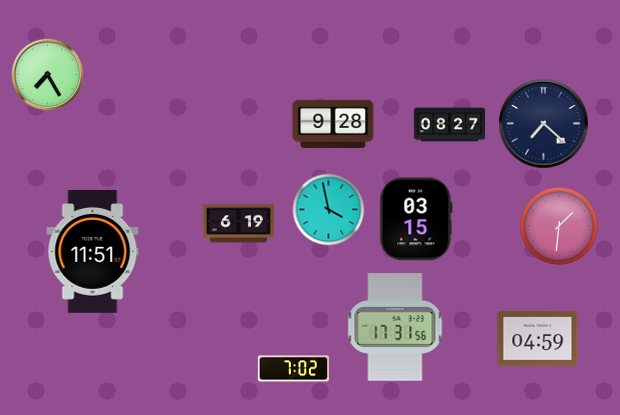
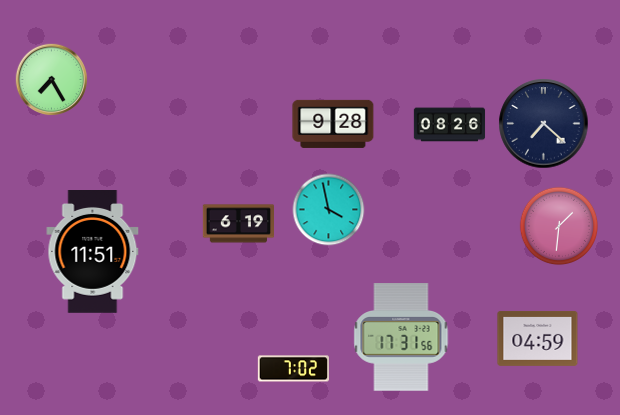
clock at (48, 75) position: (48, 75) -> (52, 80)
clock at (450, 125): 08:27 -> 08:26
clock at (416, 219): 03:15 -> none
clock at (395, 327) position: (395, 327) -> (401, 337)
